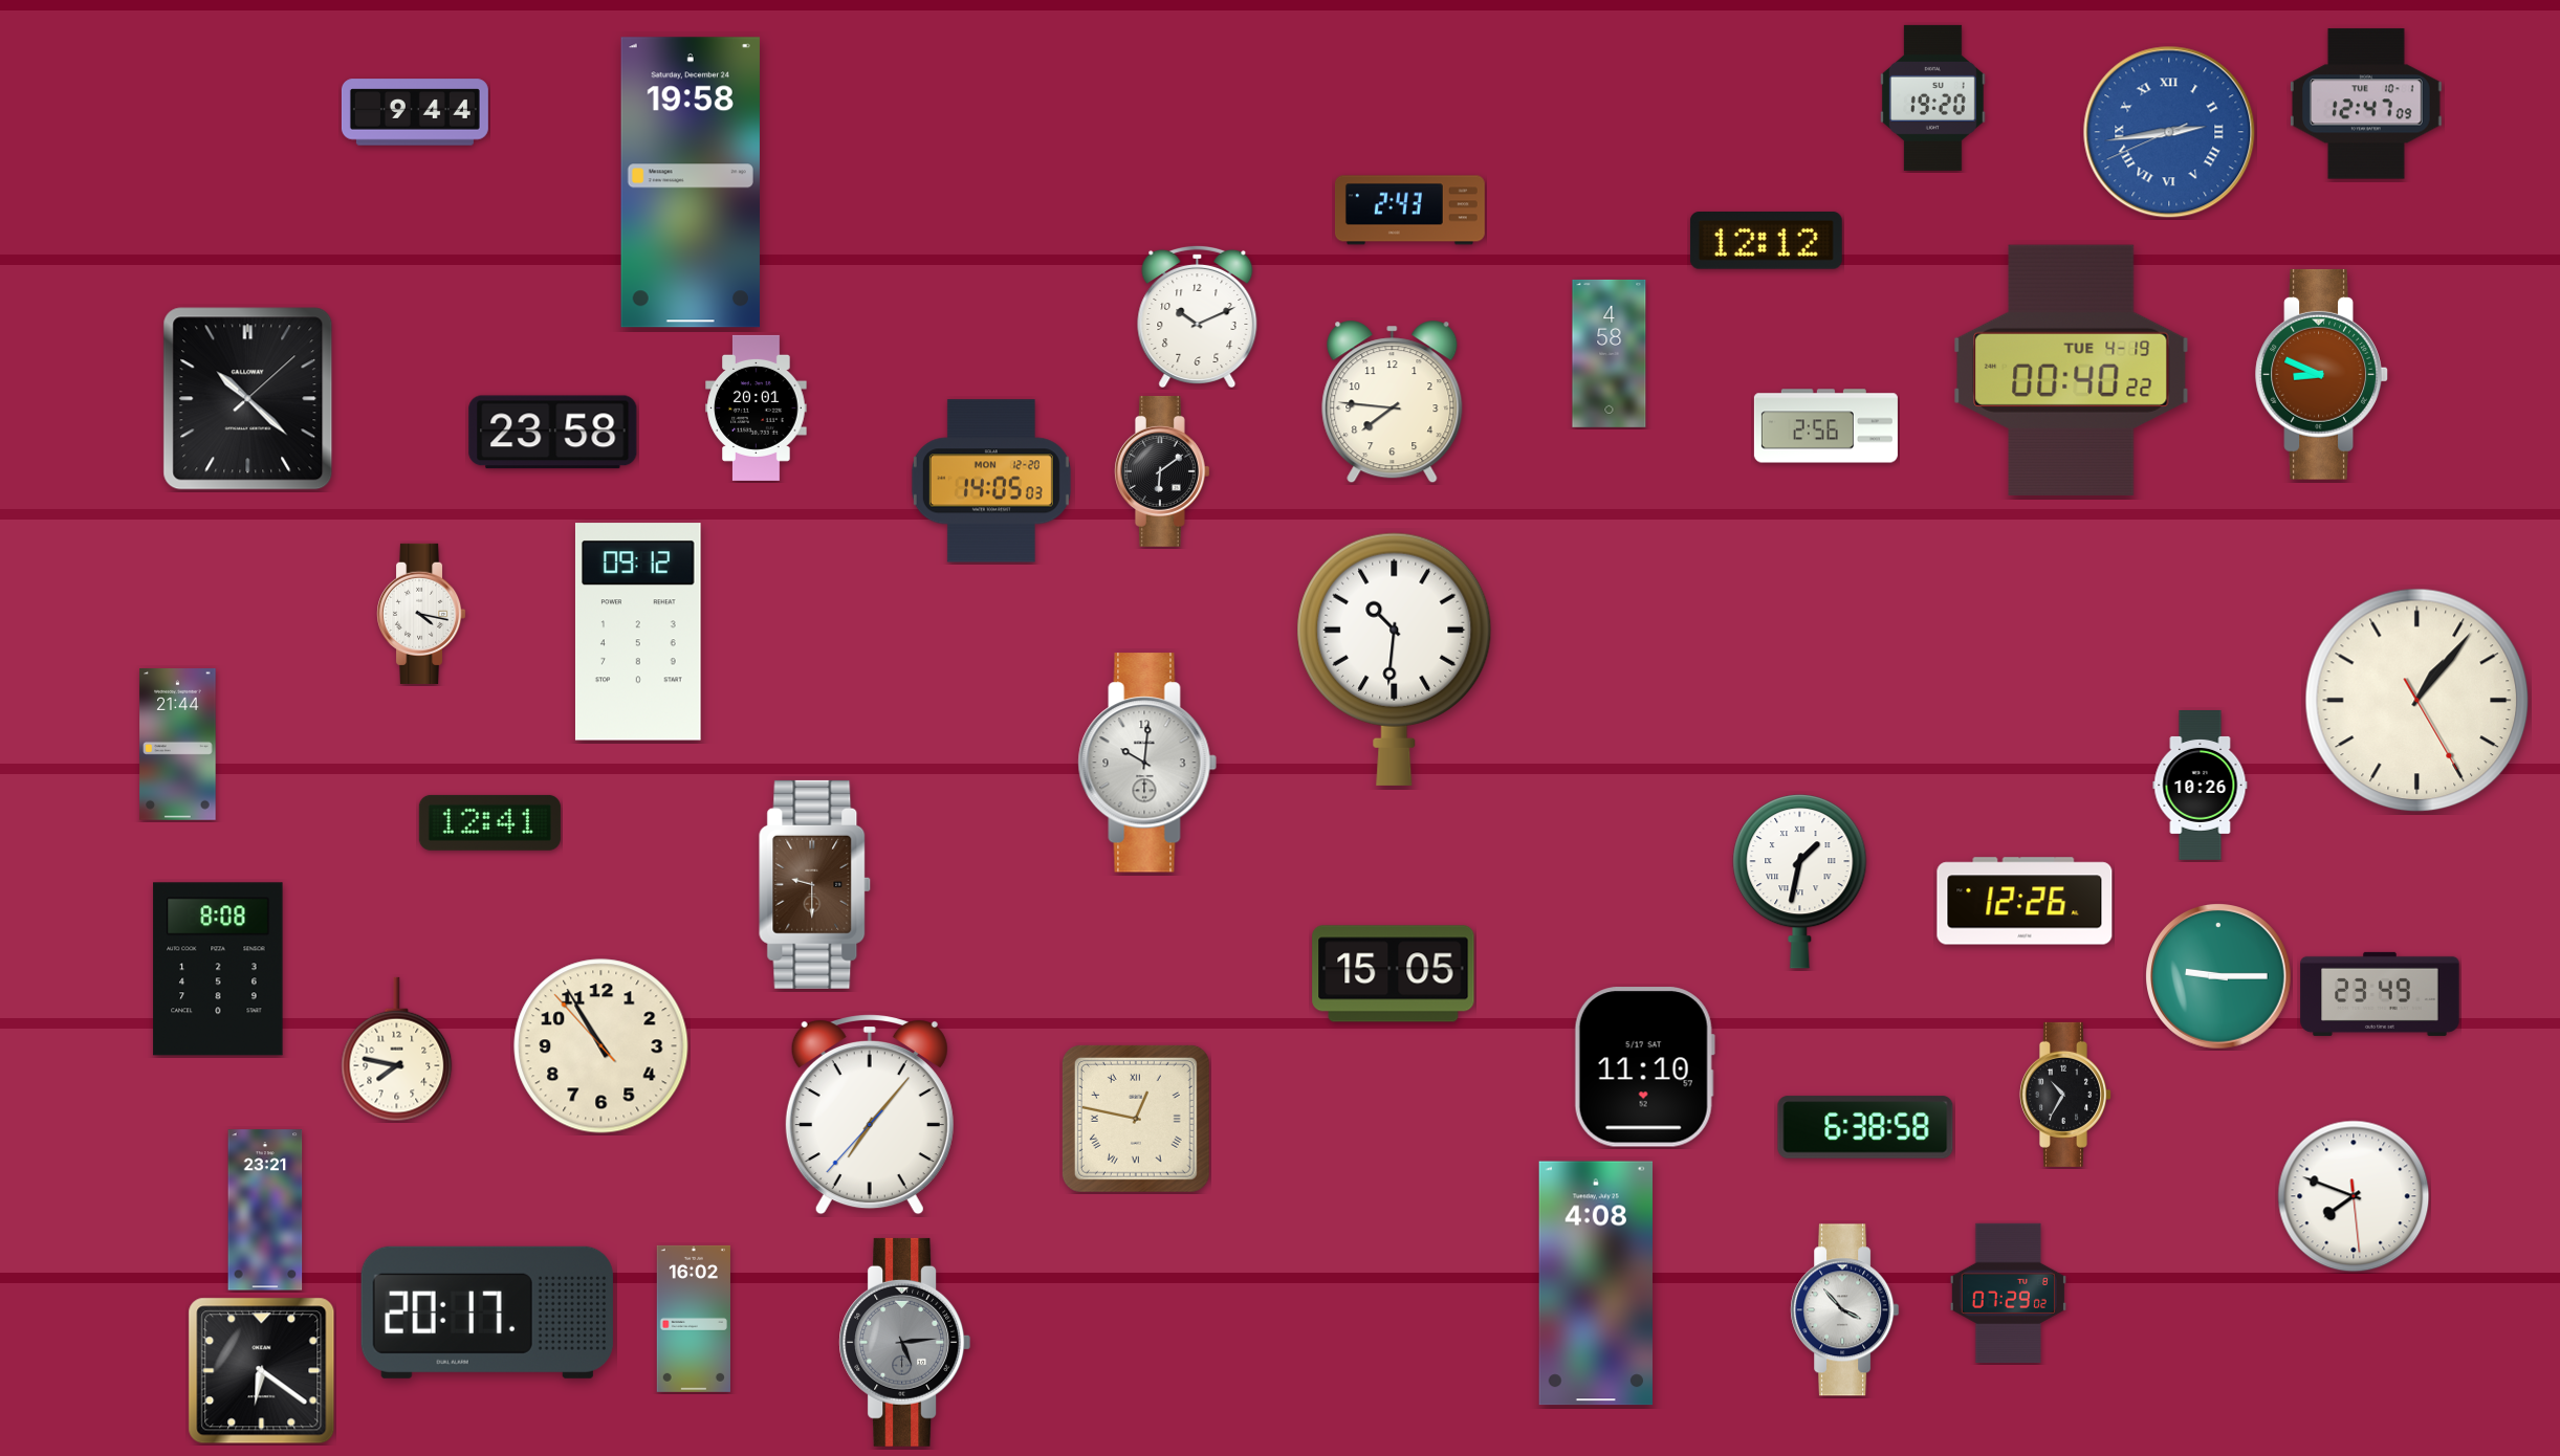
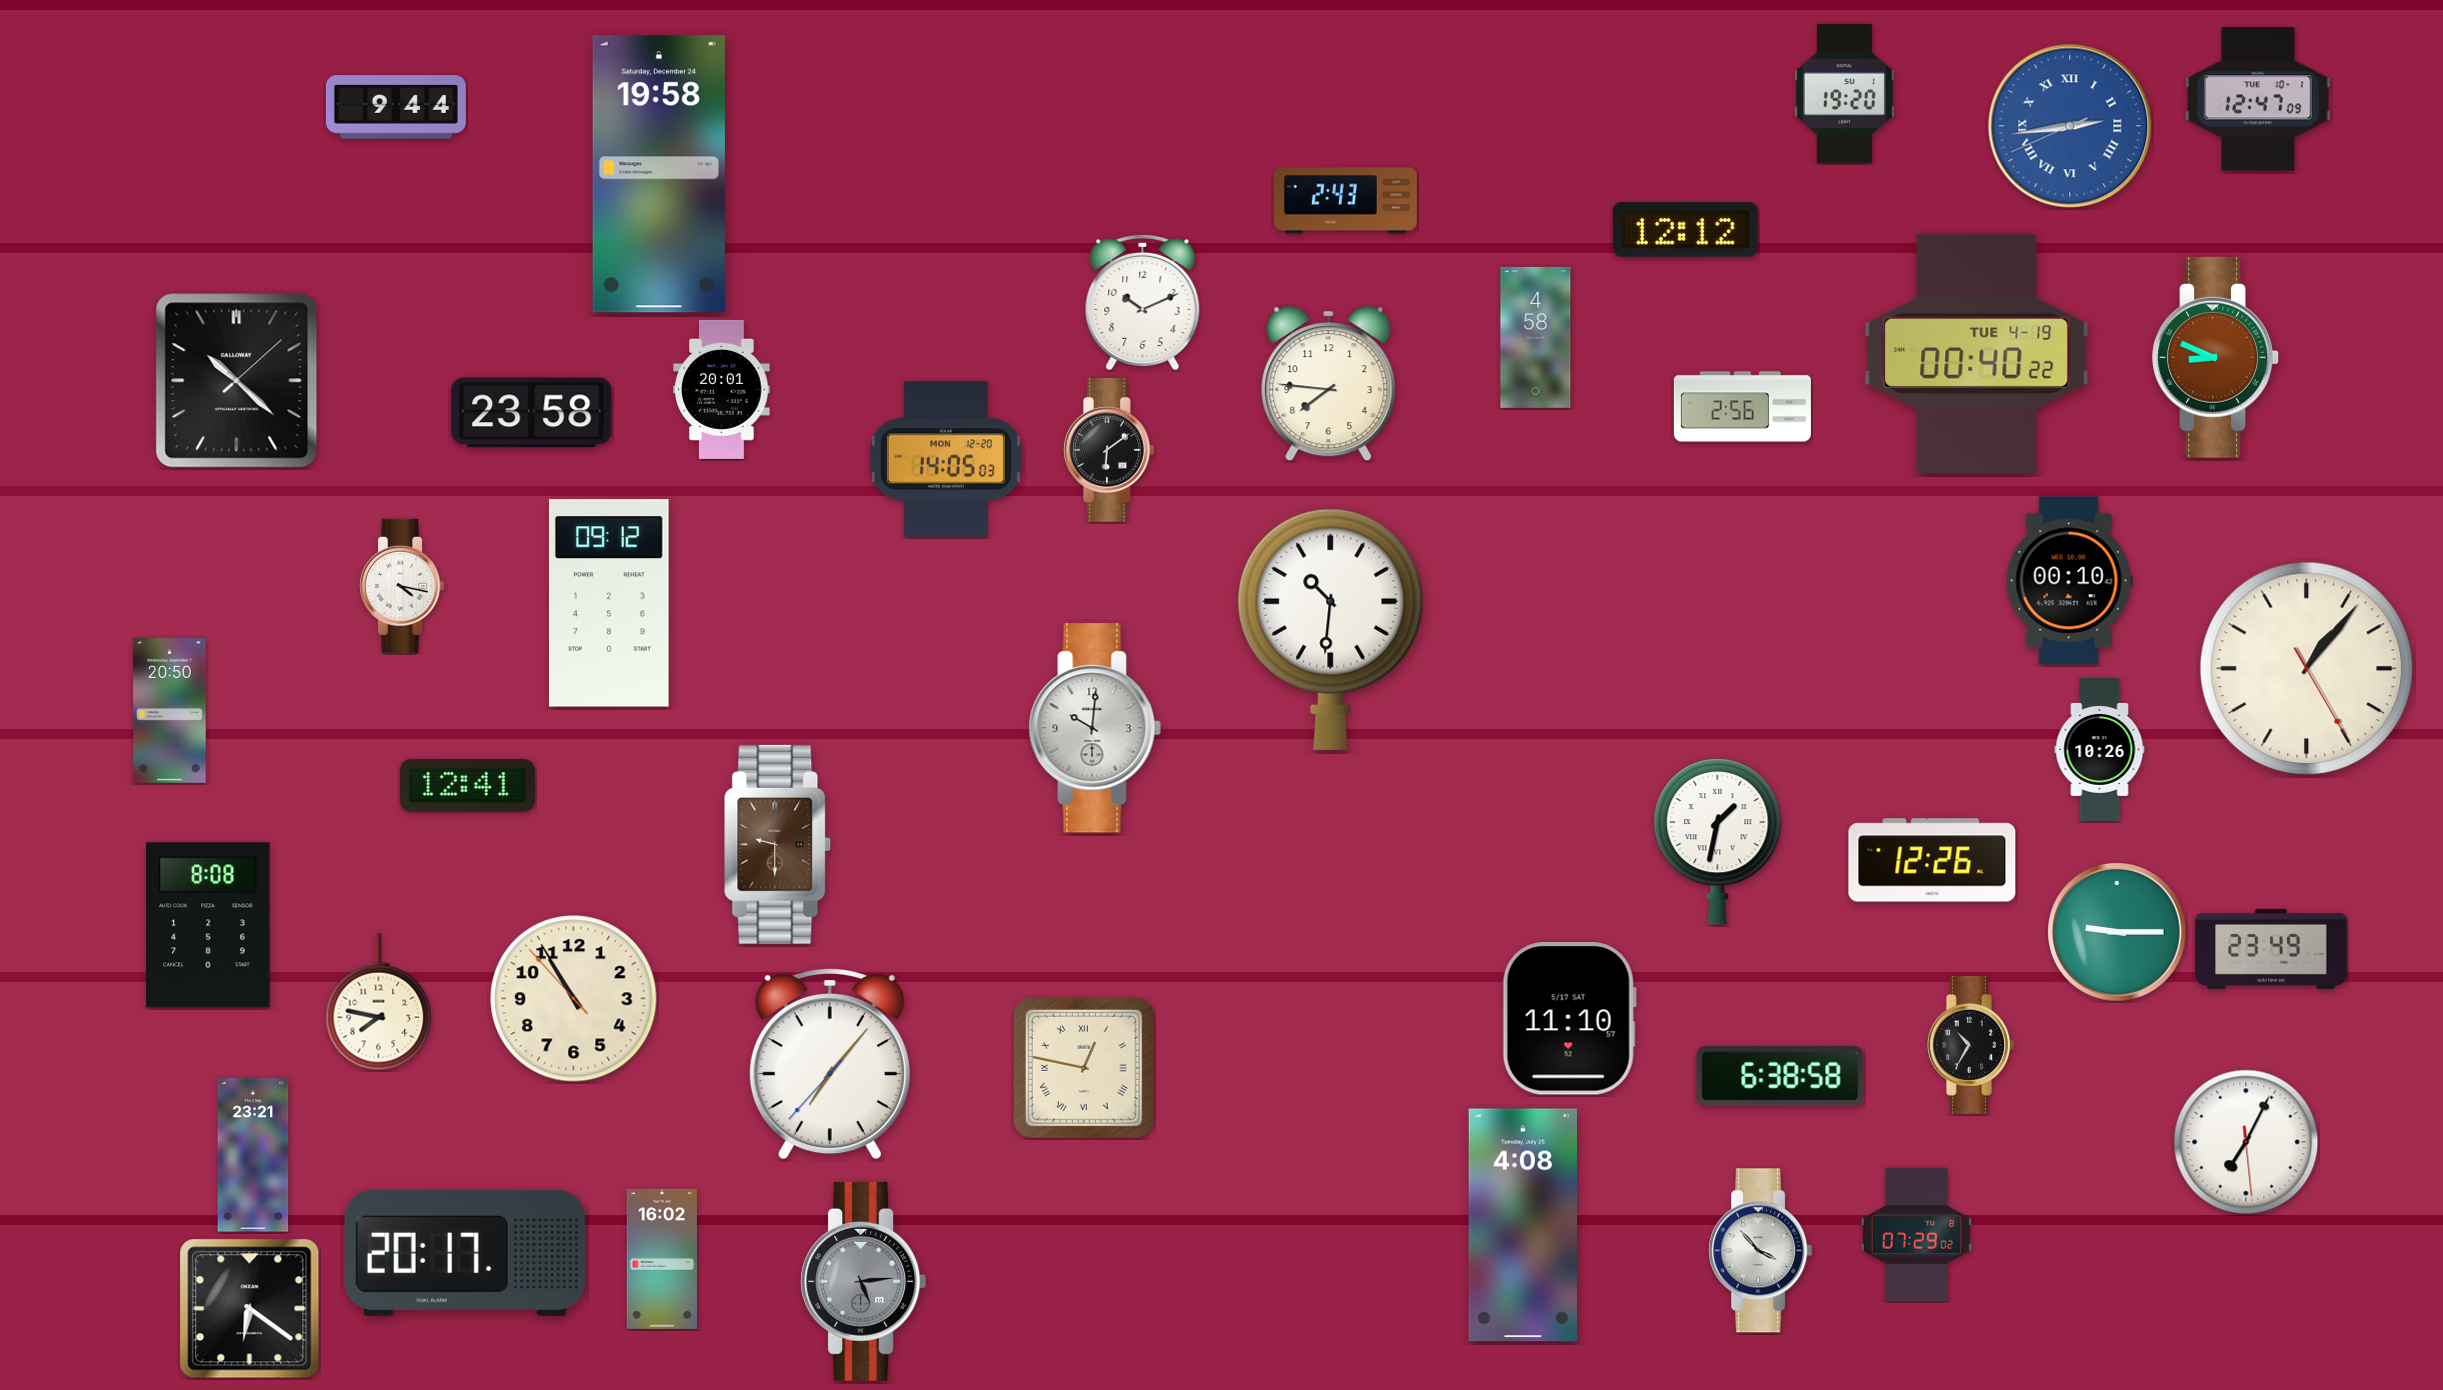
clock at (553, 433) position: (553, 433) -> (532, 413)
clock at (2069, 581): none -> 00:10
clock at (178, 745): 21:44 -> 20:50
clock at (1394, 974): 15:05 -> none
clock at (2354, 1196): 7:48 -> 7:04
